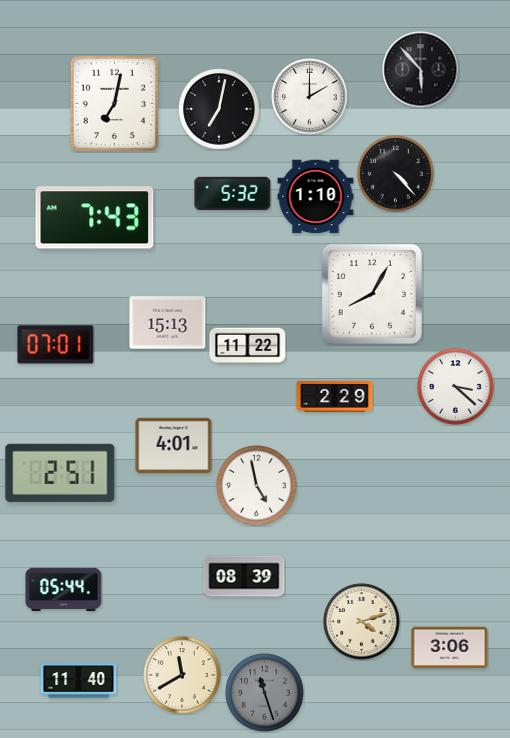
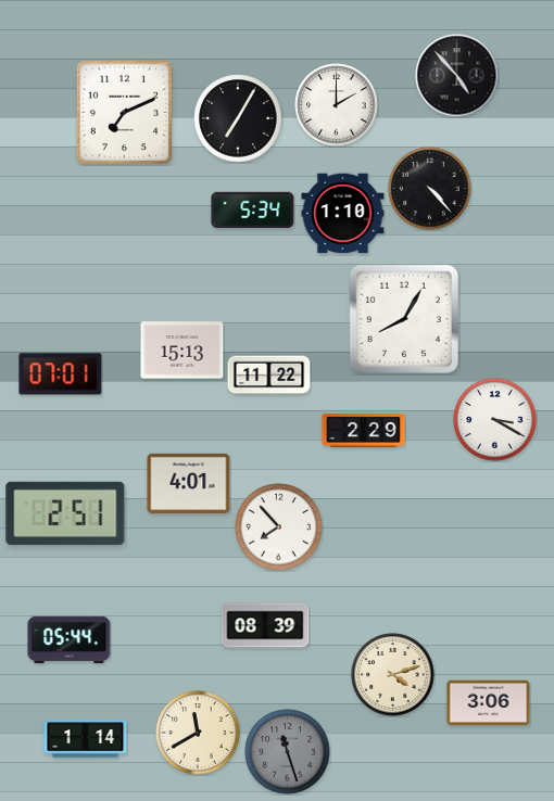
clock at (421, 70): 5:53 -> 4:53
clock at (114, 104): 7:02 -> 7:11
clock at (219, 109): 7:02 -> 7:05
clock at (233, 193): 5:32 -> 5:34
clock at (95, 218): 7:43 -> none
clock at (456, 387): 3:22 -> 3:20
clock at (257, 486): 4:58 -> 7:53
clock at (79, 681): 11:40 -> 1:14
